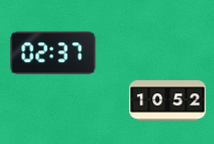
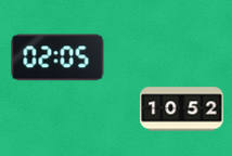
clock at (53, 53): 02:37 -> 02:05
